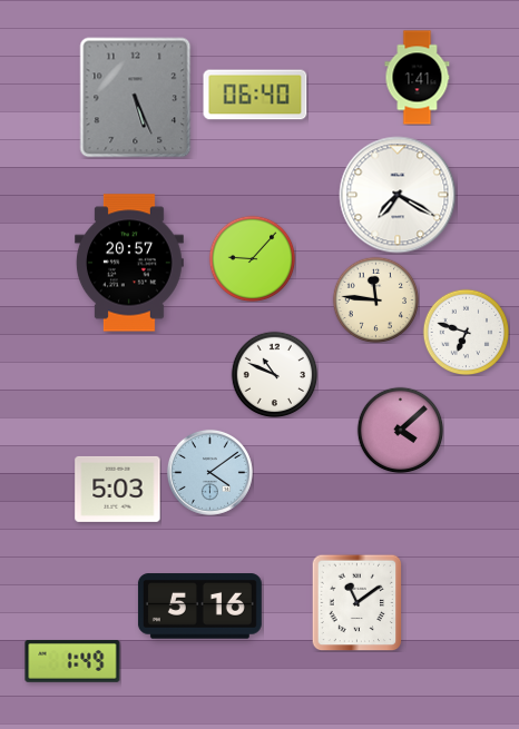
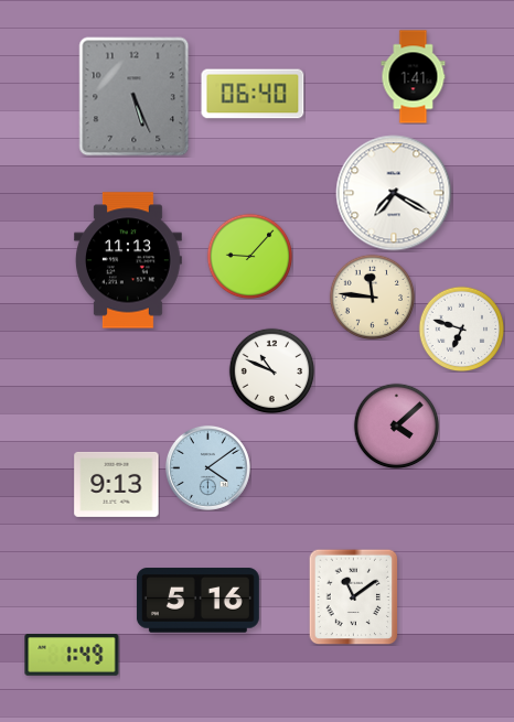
clock at (130, 263): 20:57 -> 11:13
clock at (118, 489): 5:03 -> 9:13
